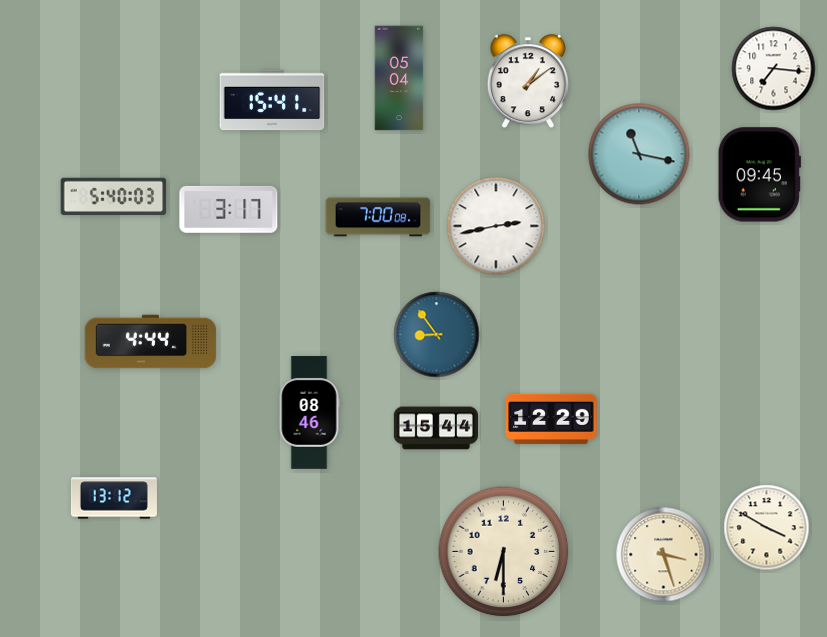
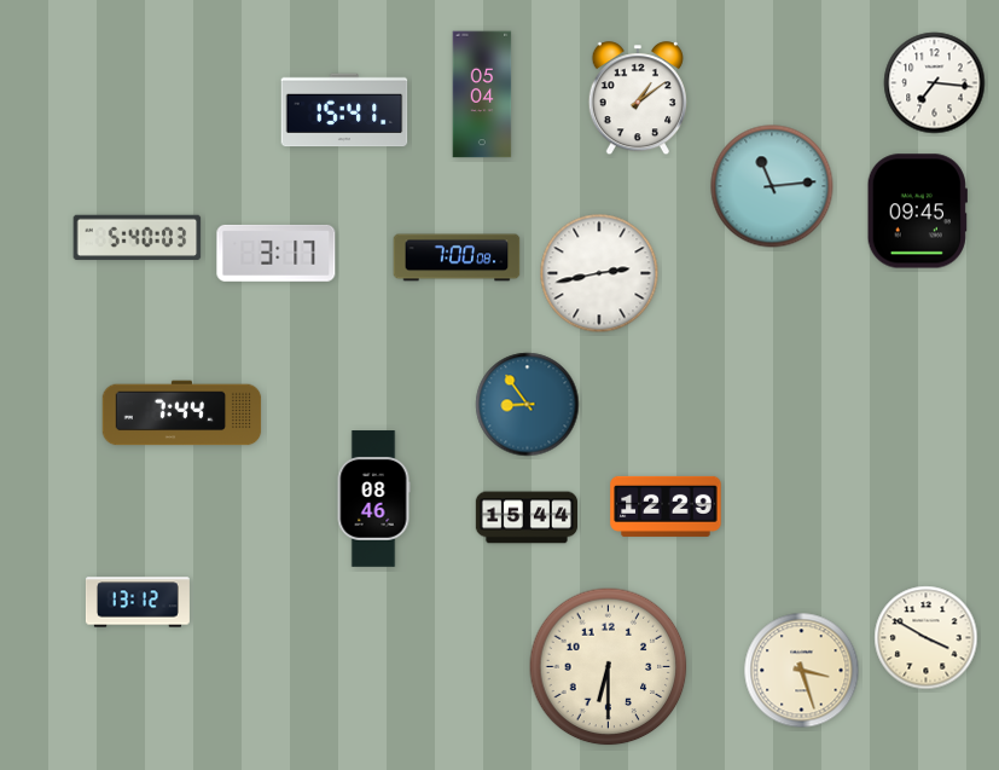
clock at (272, 100) position: (272, 100) -> (344, 110)
clock at (639, 154): 11:17 -> 11:14
clock at (378, 217) position: (378, 217) -> (457, 257)
clock at (151, 342): 4:44 -> 7:44
